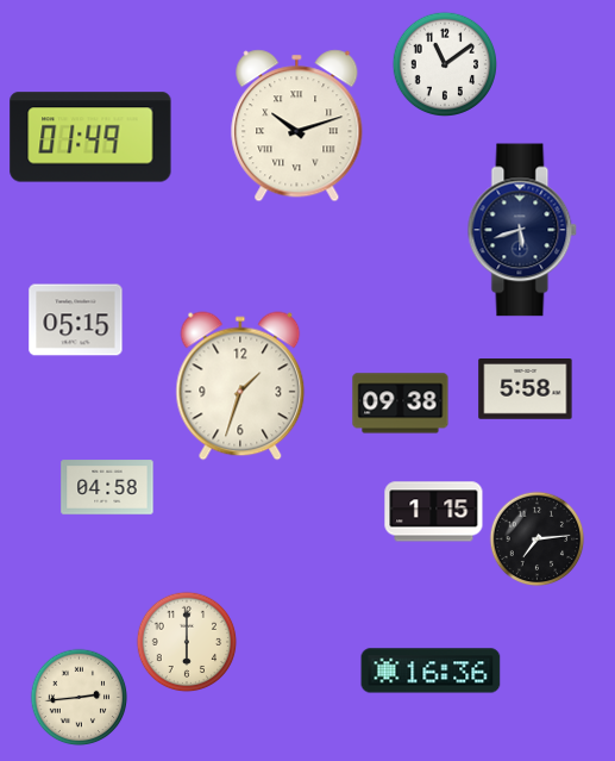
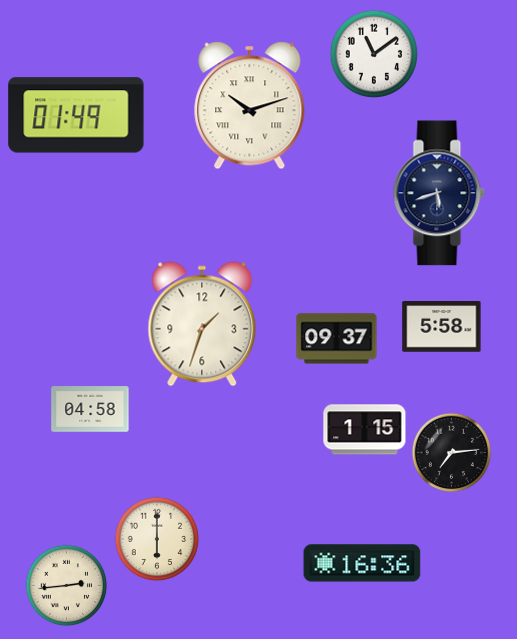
clock at (76, 320): 05:15 -> none
clock at (401, 404): 09:38 -> 09:37
